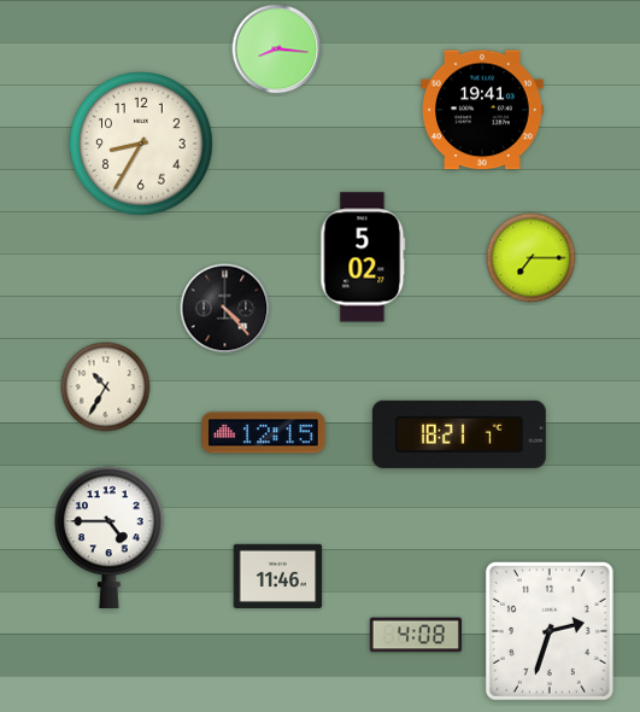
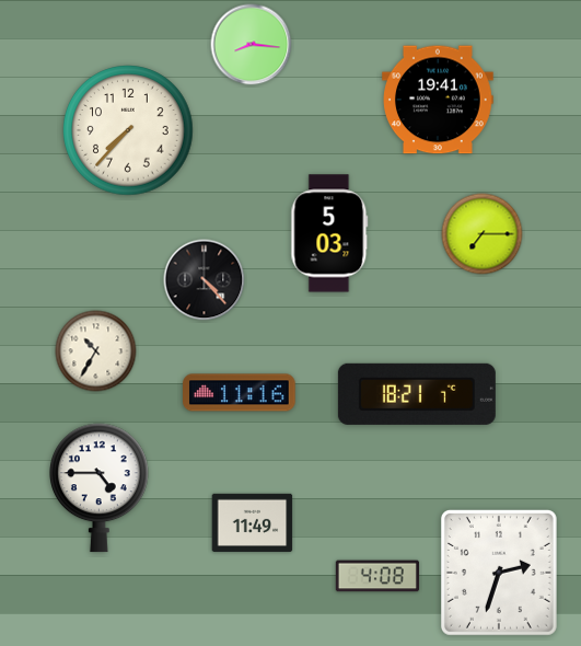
clock at (141, 144): 8:35 -> 7:37
clock at (363, 257): 5:02 -> 5:03
clock at (264, 433): 12:15 -> 11:16
clock at (278, 576): 11:46 -> 11:49
